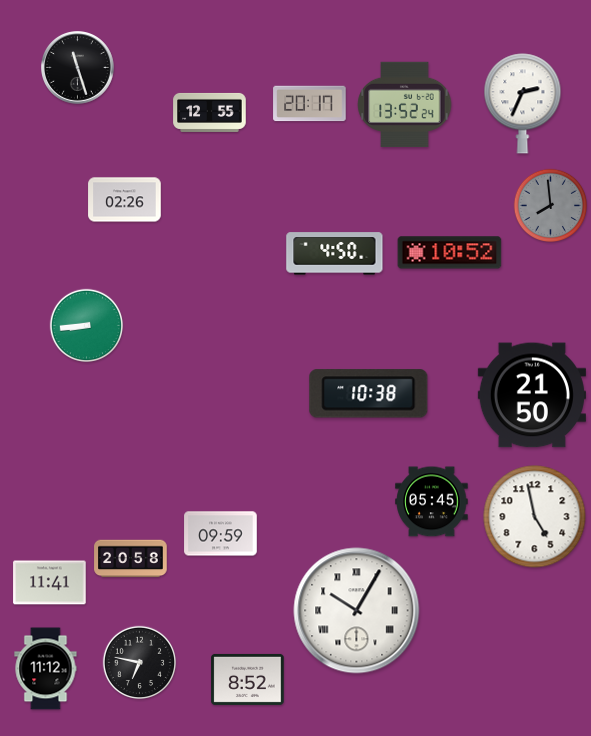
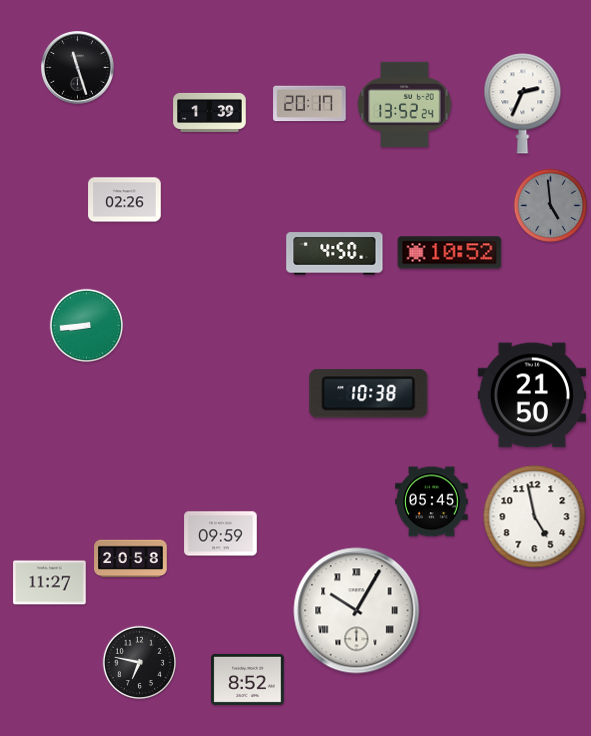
clock at (210, 112): 12:55 -> 1:39
clock at (551, 206): 7:59 -> 4:59
clock at (50, 583): 11:41 -> 11:27
clock at (46, 669): 11:12 -> none
